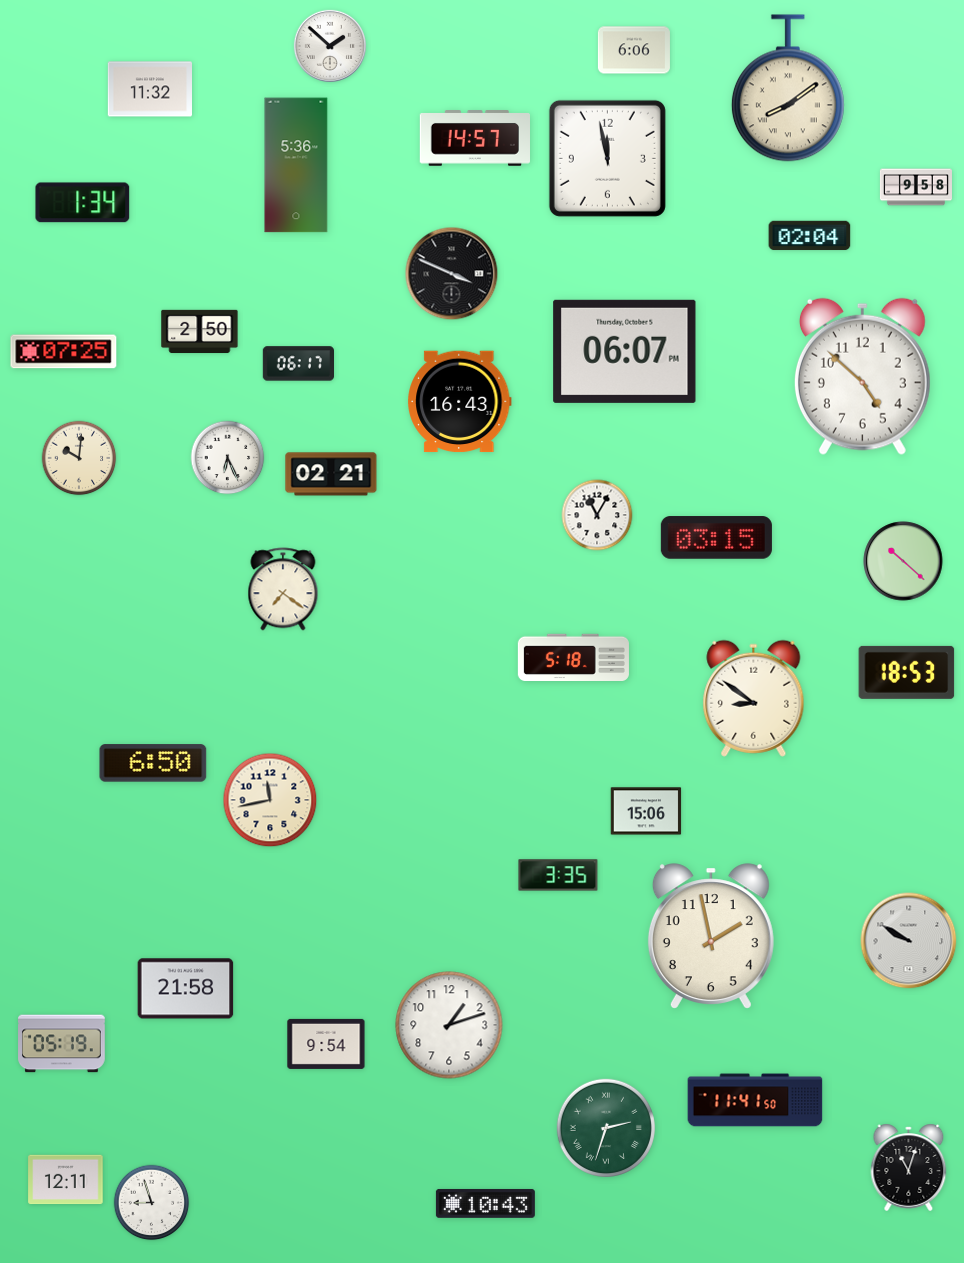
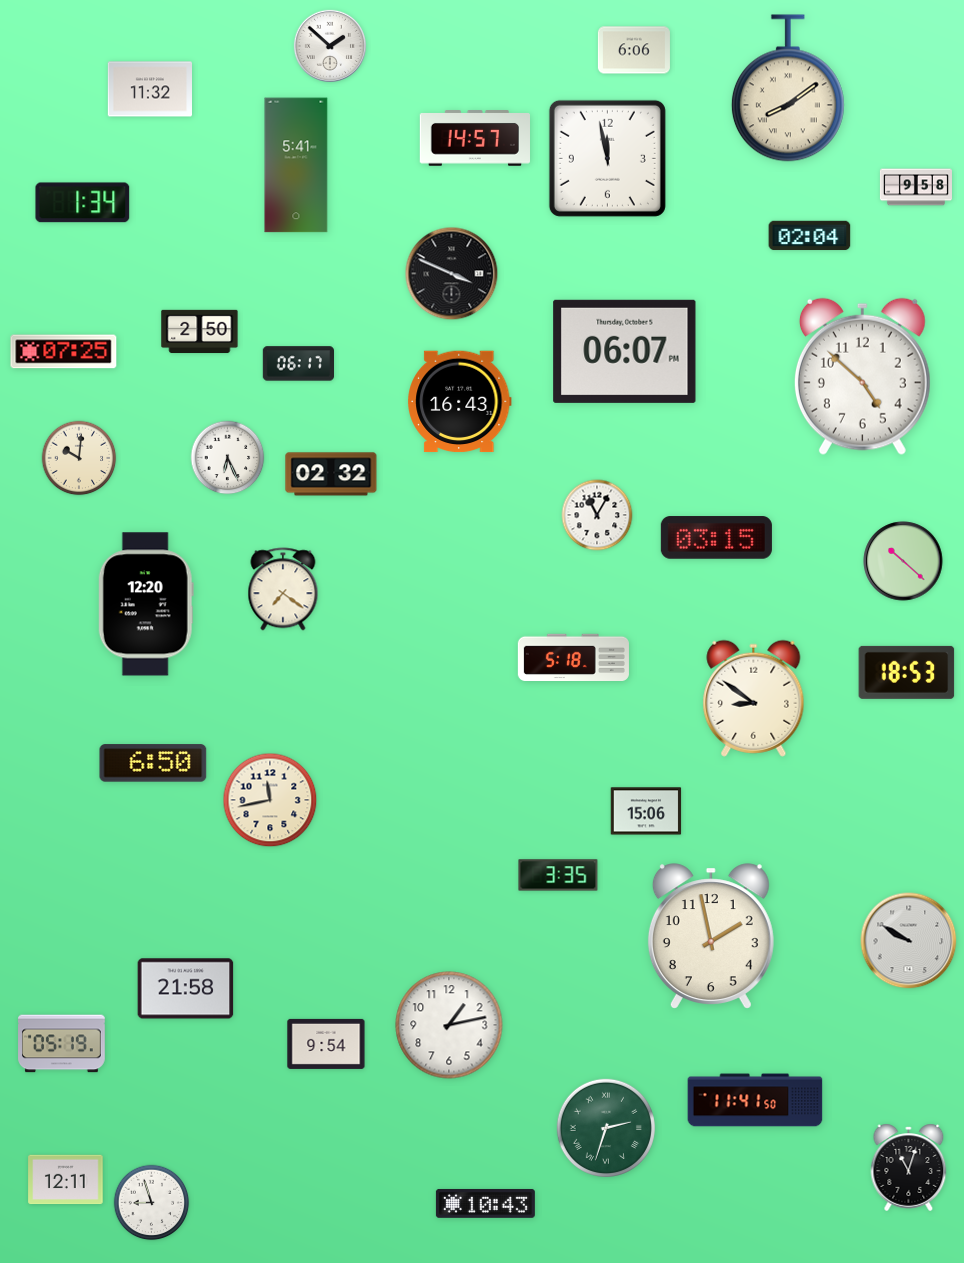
clock at (296, 165): 5:36 -> 5:41
clock at (331, 474): 02:21 -> 02:32
clock at (146, 604): none -> 12:20
clock at (449, 1025): 1:12 -> 1:13
